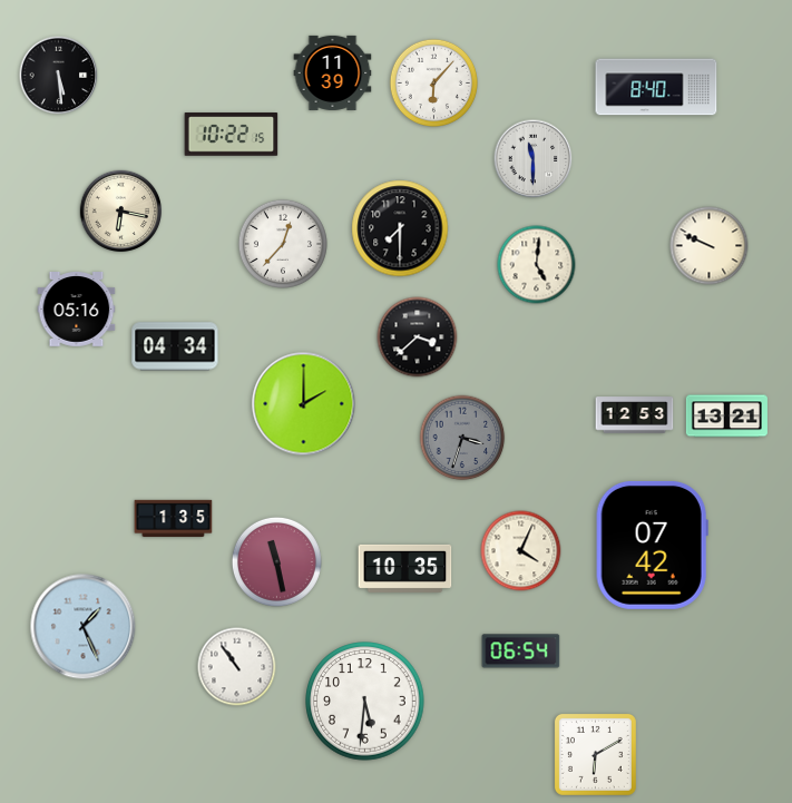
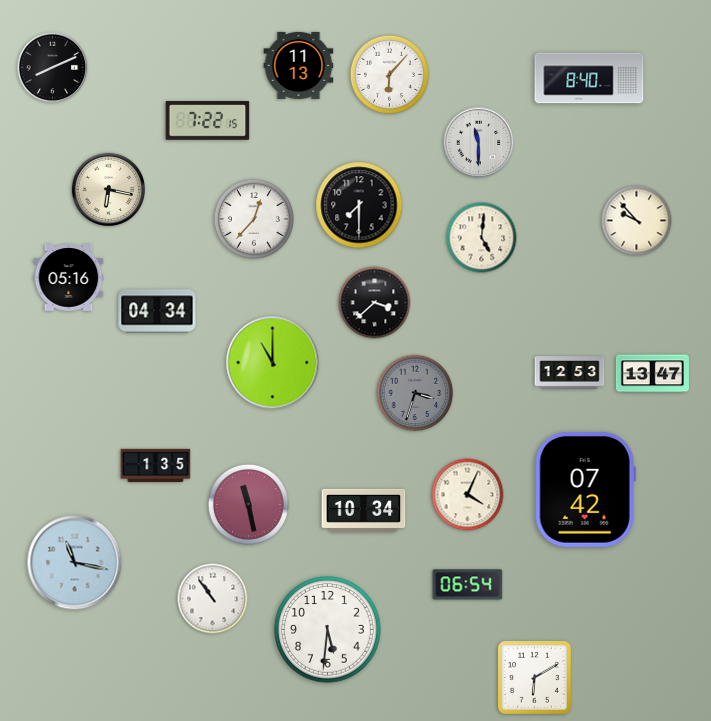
clock at (333, 72): 11:39 -> 11:13
clock at (59, 76): 5:29 -> 8:11
clock at (232, 135): 10:22 -> 7:22
clock at (710, 246): 9:49 -> 9:53
clock at (304, 404): 2:00 -> 11:00
clock at (726, 417): 13:21 -> 13:47
clock at (405, 568): 10:35 -> 10:34
clock at (84, 627): 1:26 -> 11:17
